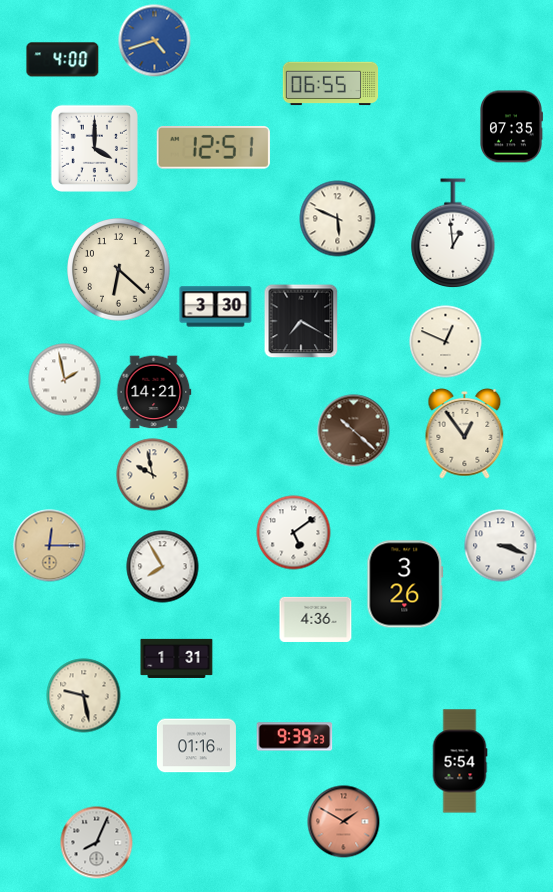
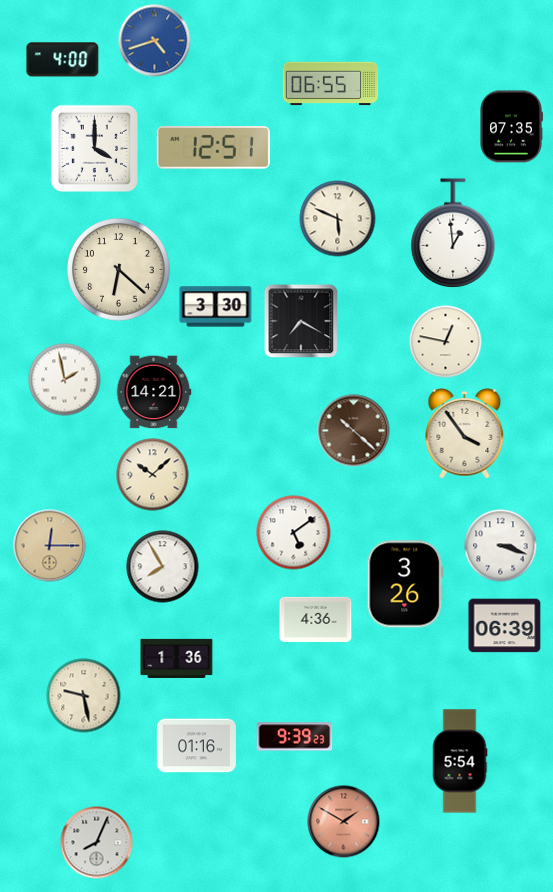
clock at (446, 342): 12:49 -> 12:47
clock at (465, 433): 12:54 -> 3:54
clock at (153, 475): 9:58 -> 10:08
clock at (505, 626): none -> 06:39
clock at (177, 658): 1:31 -> 1:36
